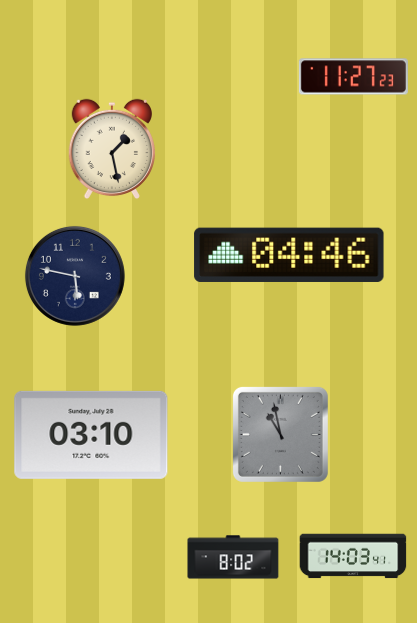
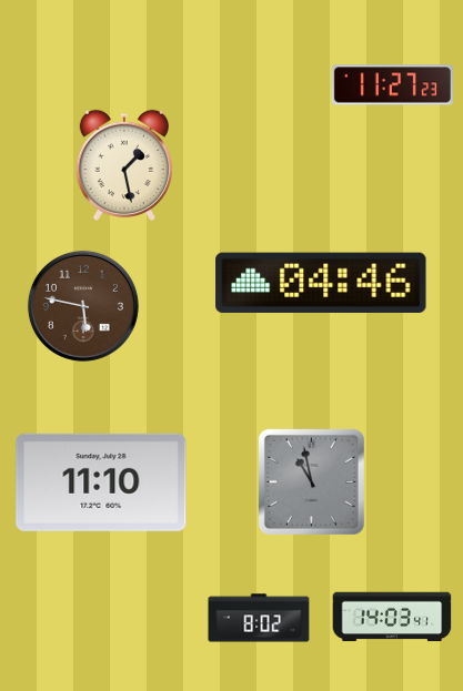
clock at (75, 276) dial: navy -> brown
clock at (91, 435): 03:10 -> 11:10
